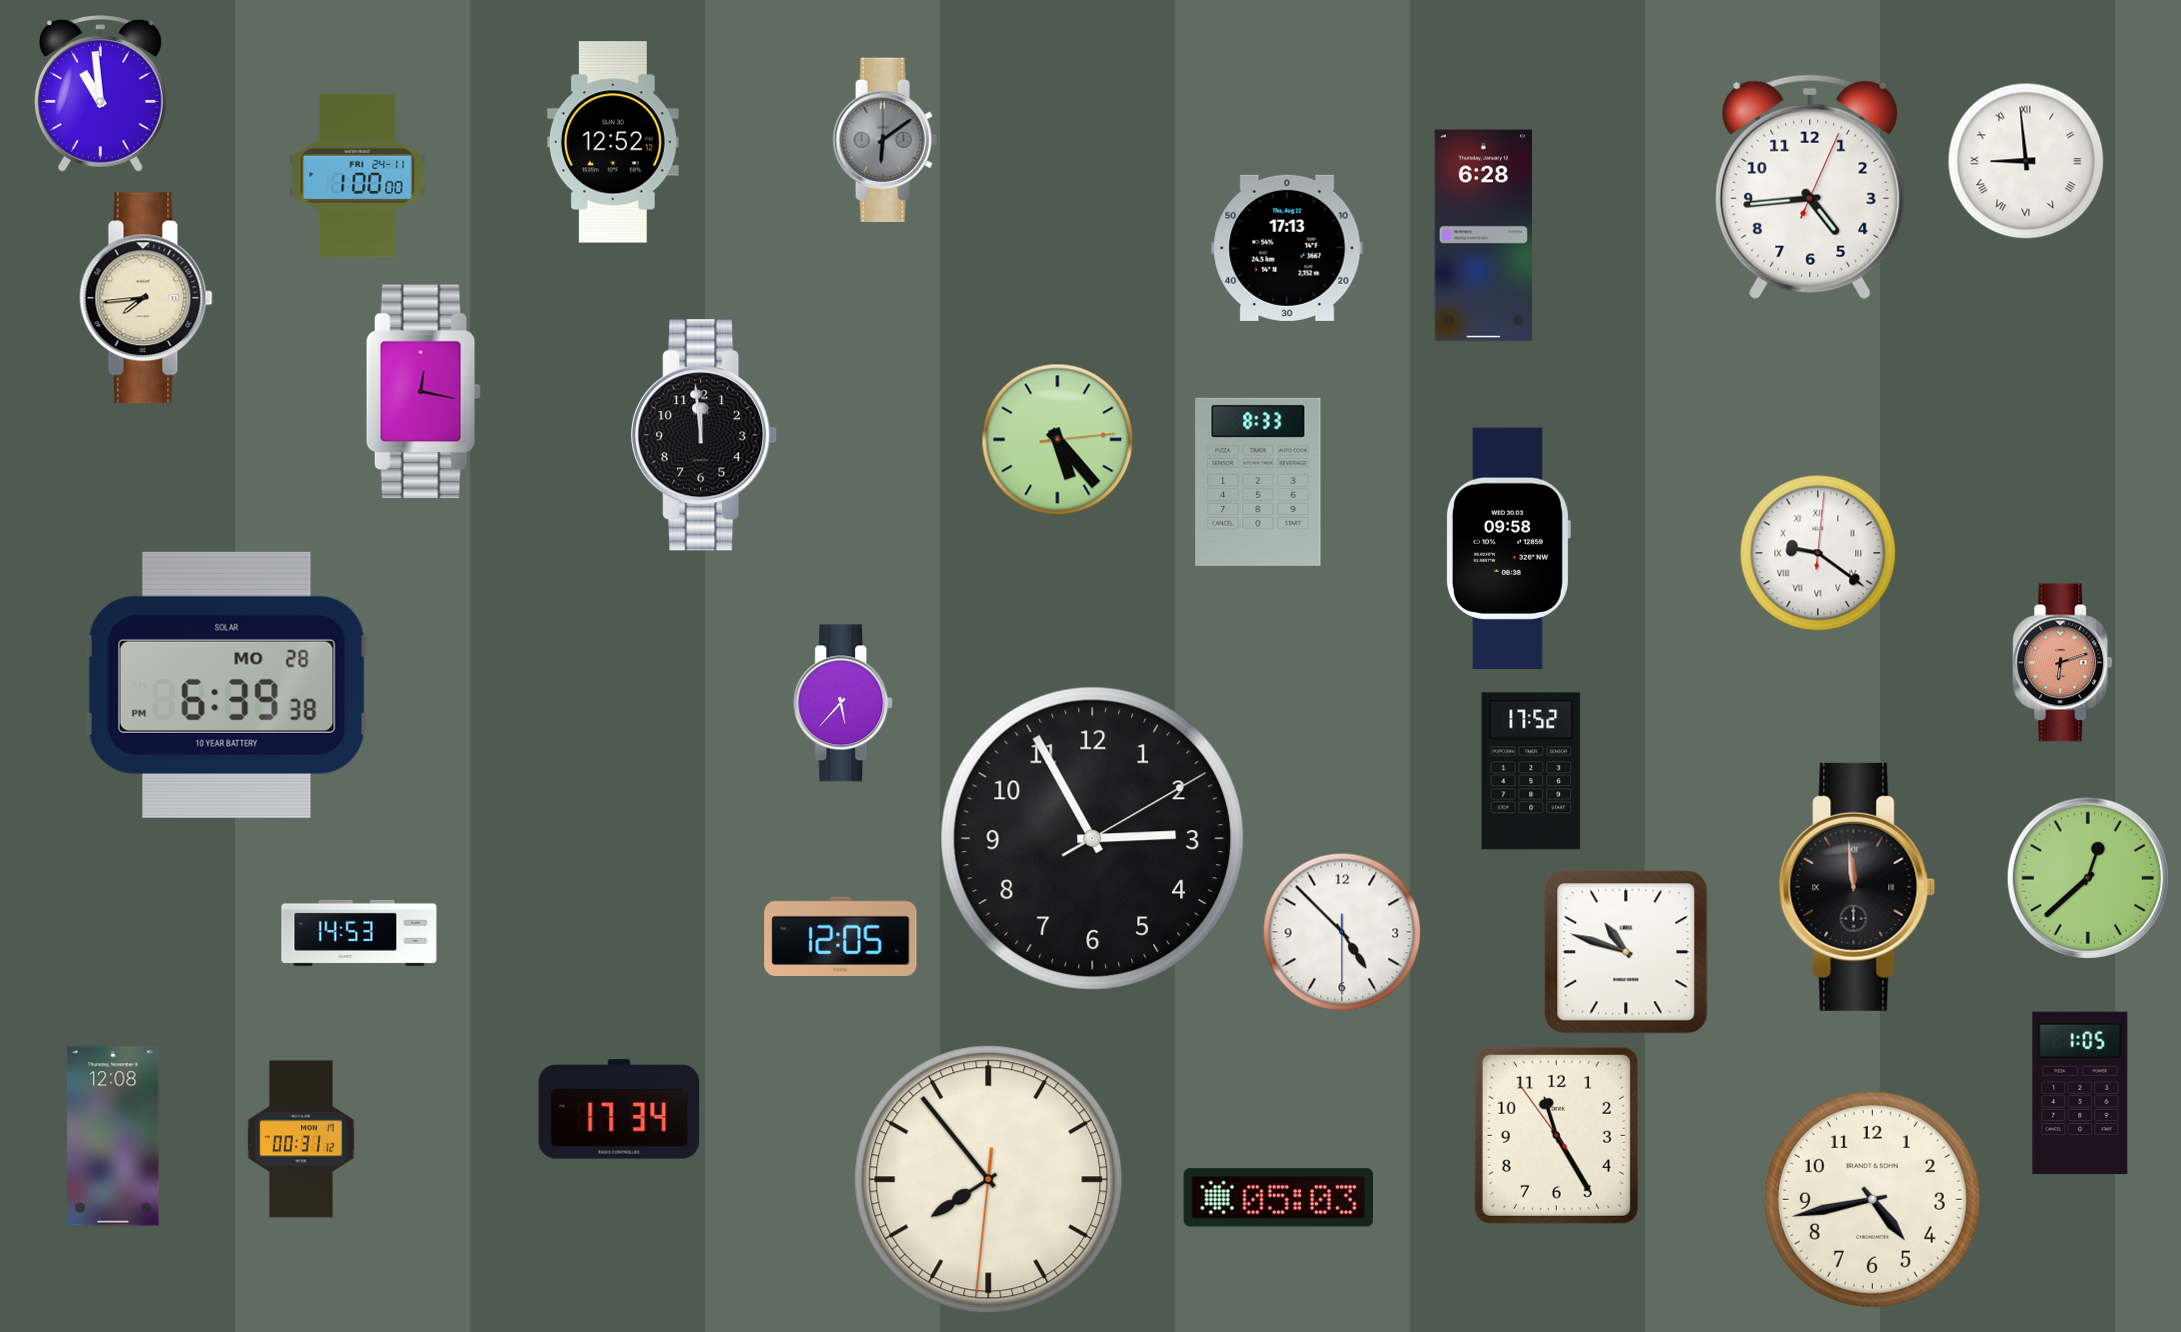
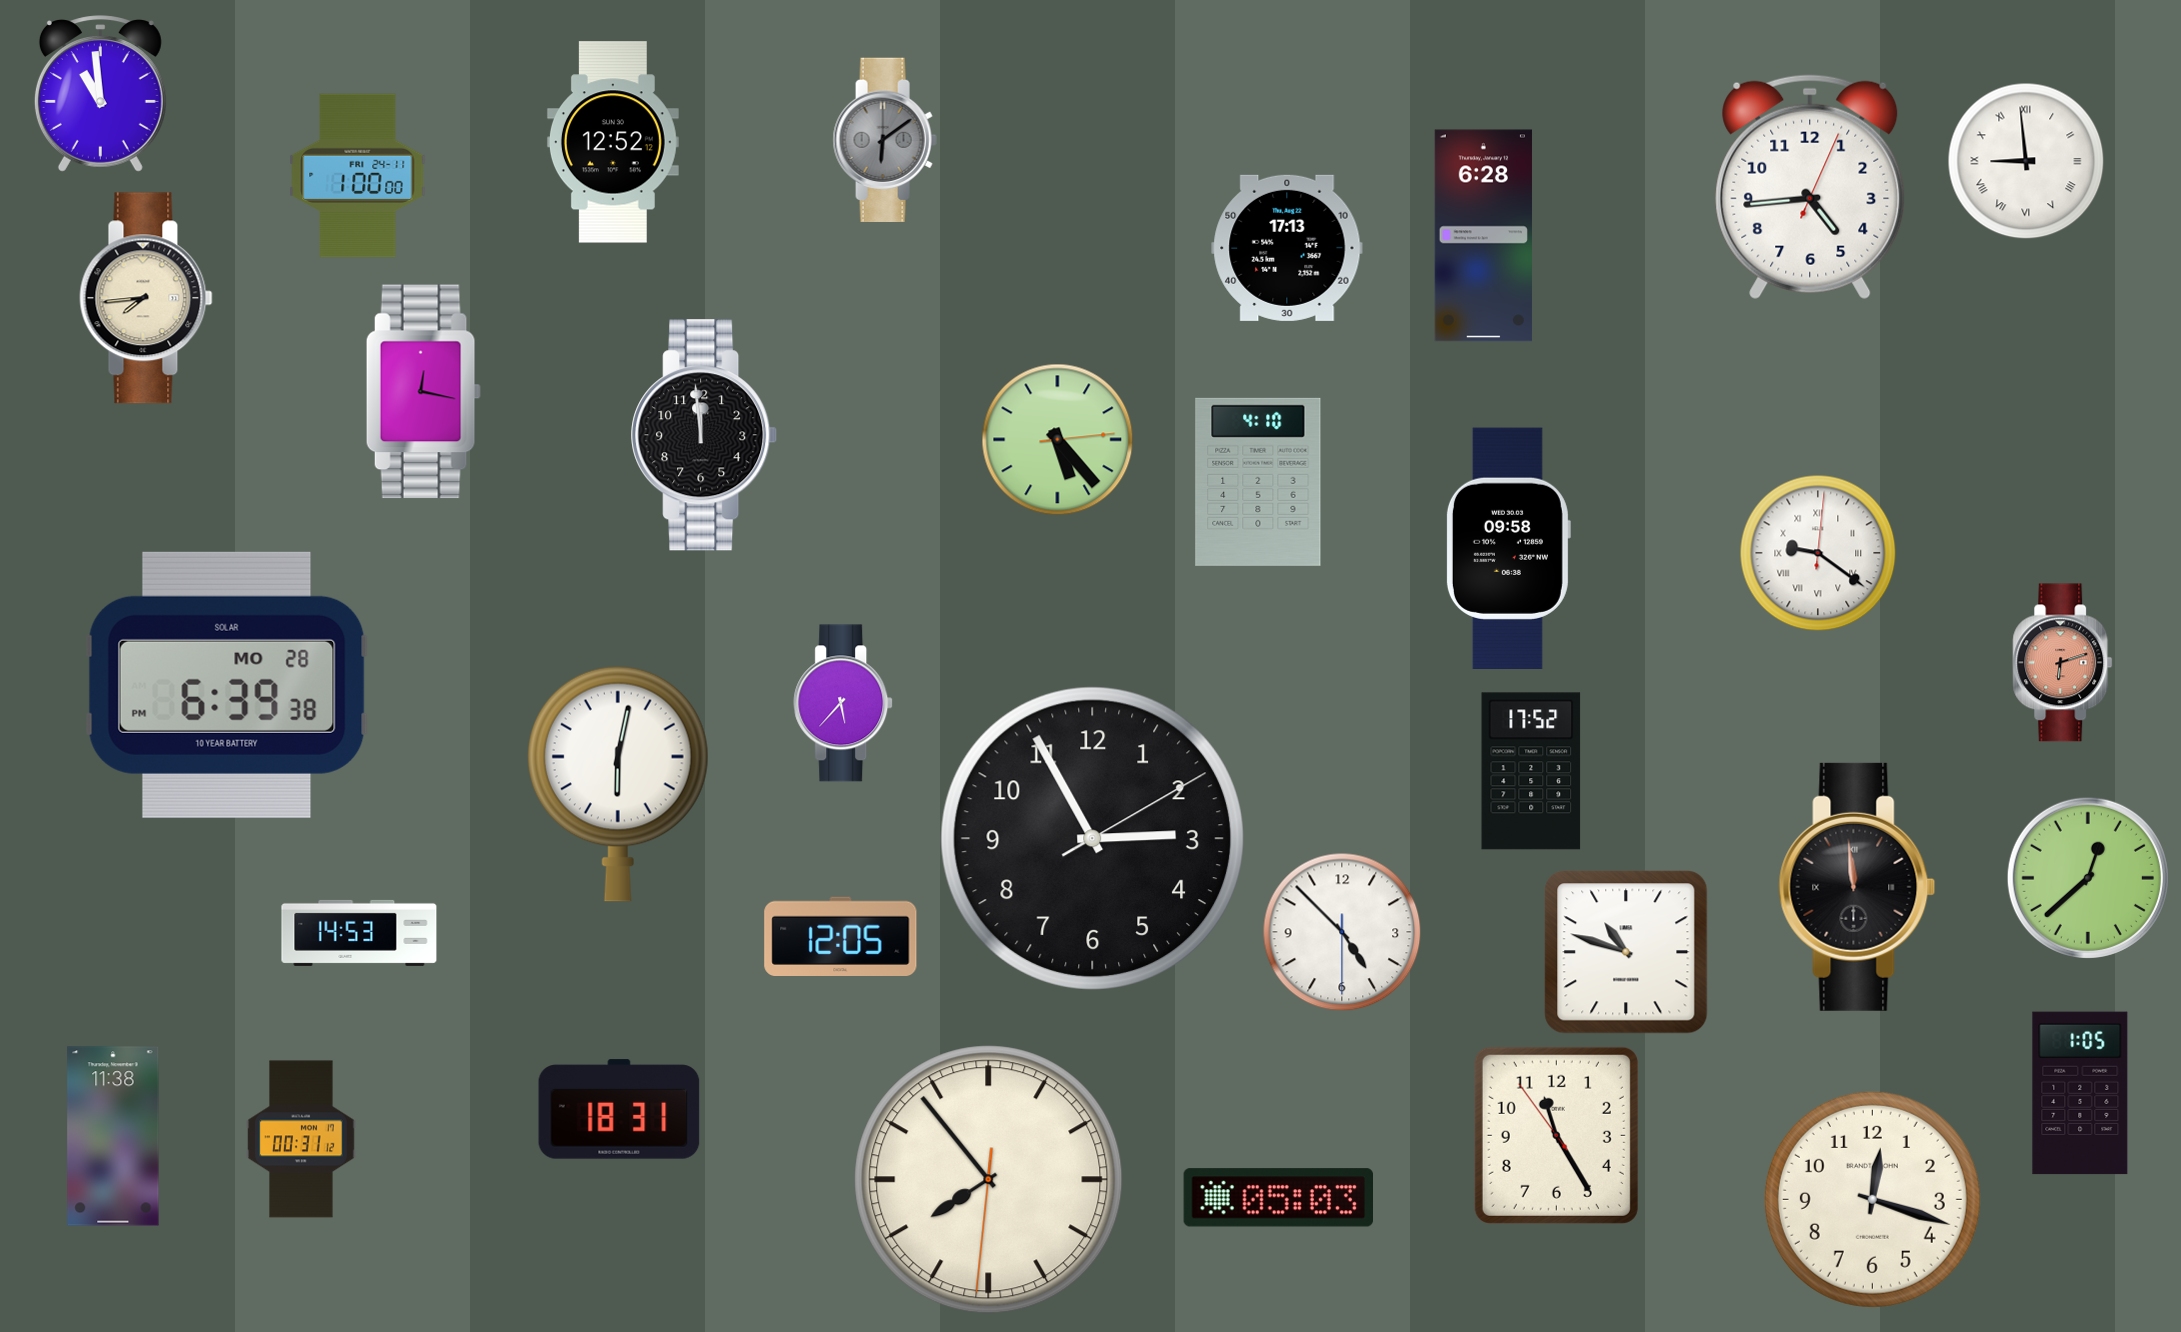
clock at (1258, 482): 8:33 -> 4:10
clock at (618, 784): none -> 6:02
clock at (619, 1109): 17:34 -> 18:31
clock at (113, 1136): 12:08 -> 11:38
clock at (1872, 1199): 4:43 -> 12:18
